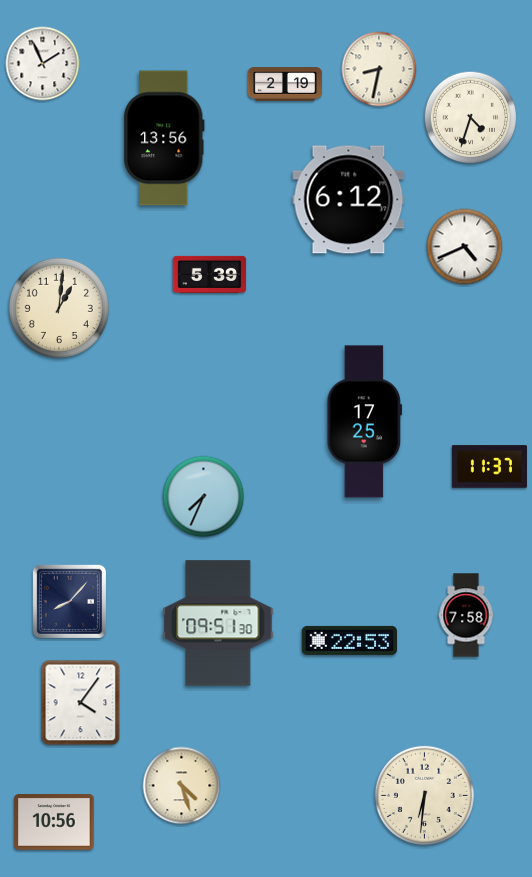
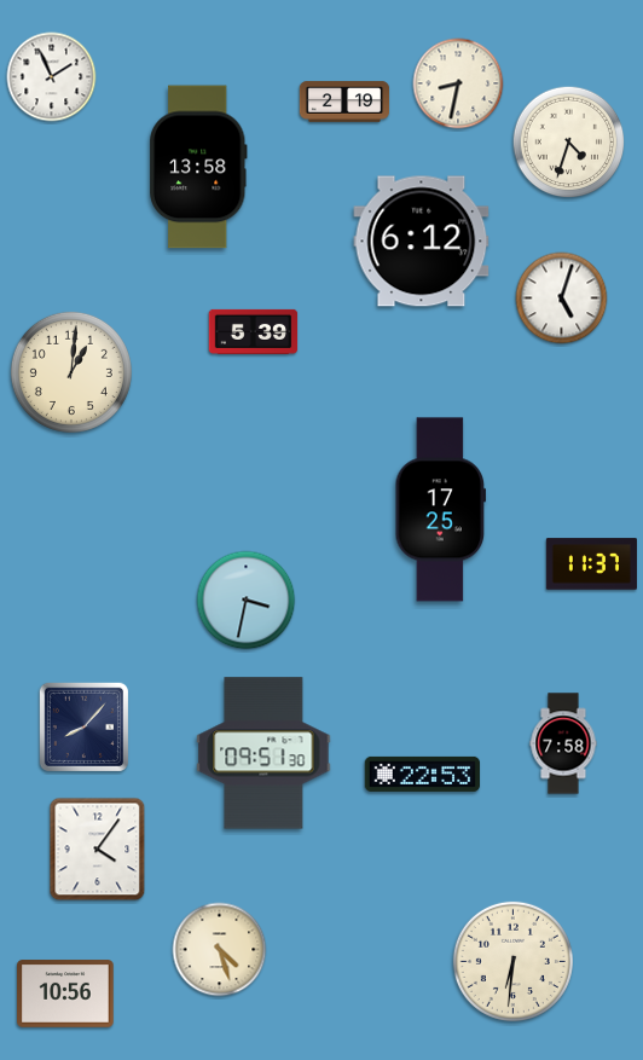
clock at (164, 138): 13:56 -> 13:58
clock at (465, 247): 4:41 -> 5:03
clock at (204, 497): 7:34 -> 3:32
